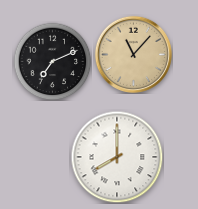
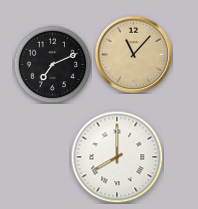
clock at (52, 61) position: (52, 61) -> (52, 64)
